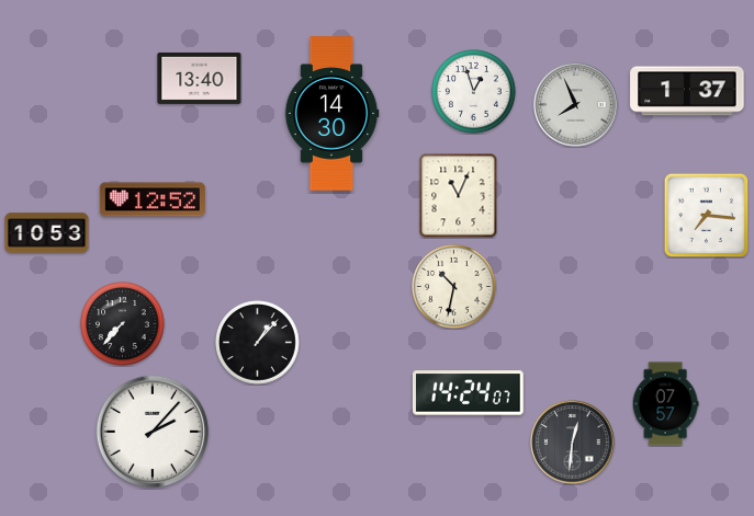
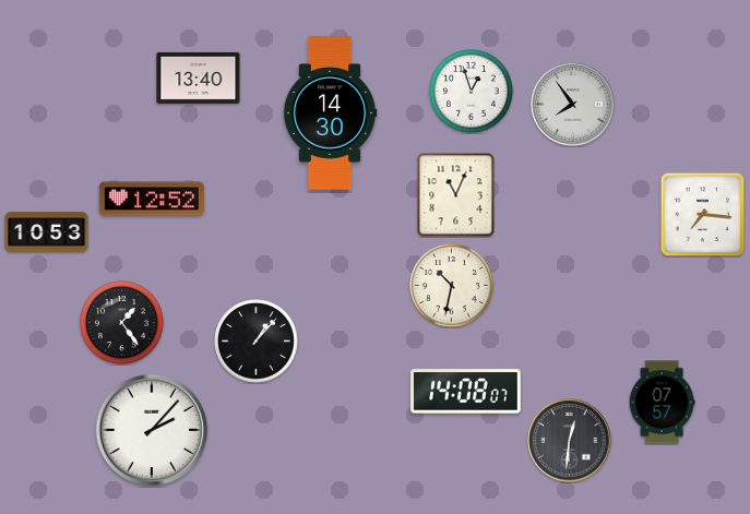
clock at (687, 91): 1:37 -> none
clock at (576, 105): 7:56 -> 7:54
clock at (123, 324): 7:37 -> 1:24
clock at (469, 393): 14:24 -> 14:08
